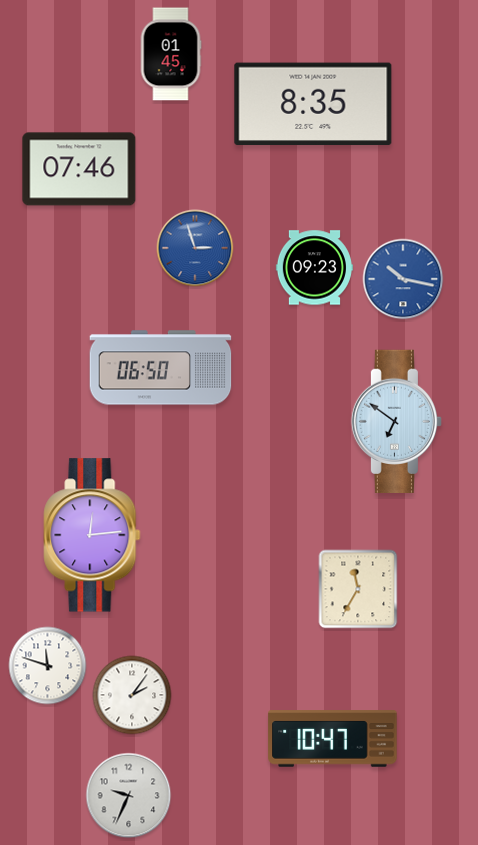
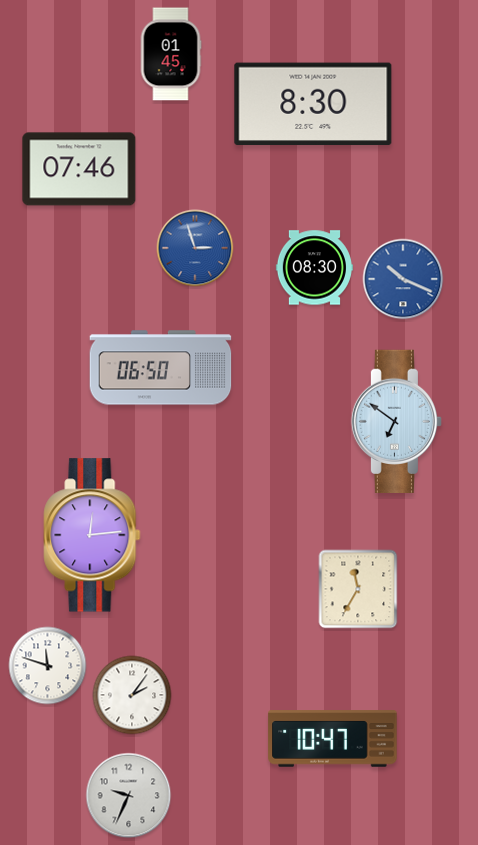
clock at (313, 104): 8:35 -> 8:30
clock at (314, 268): 09:23 -> 08:30
clock at (403, 279): 10:17 -> 10:19
